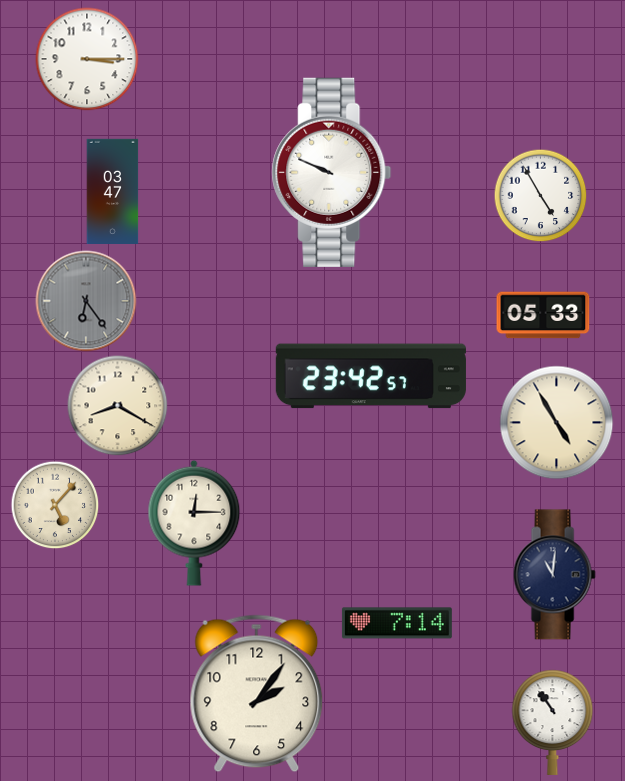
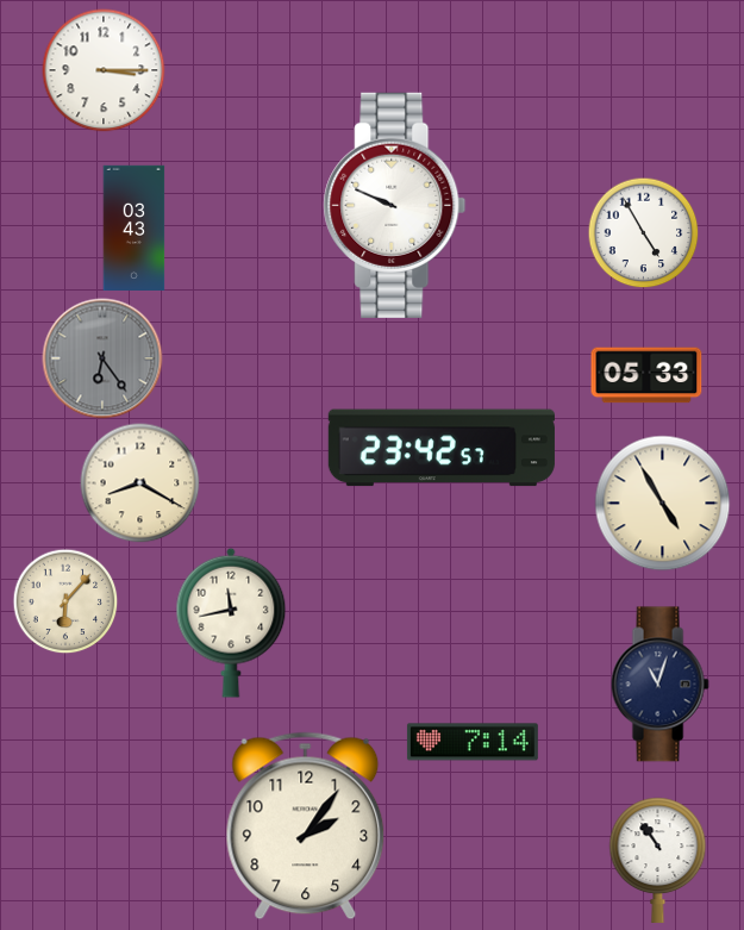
clock at (113, 191): 03:47 -> 03:43
clock at (55, 505): 5:07 -> 6:07
clock at (194, 523): 12:15 -> 11:43
clock at (554, 575): 11:01 -> 11:03
